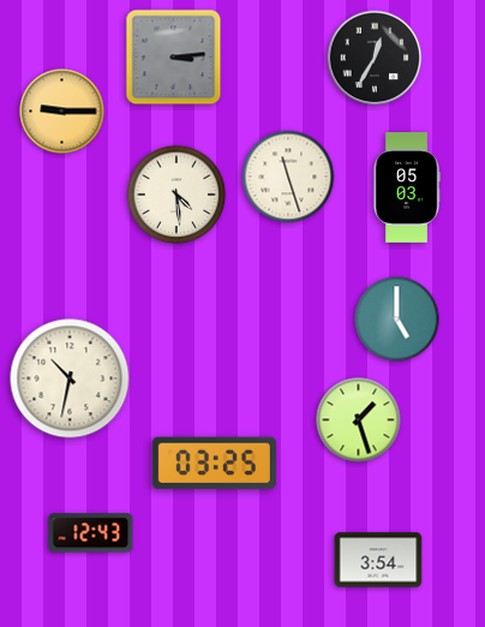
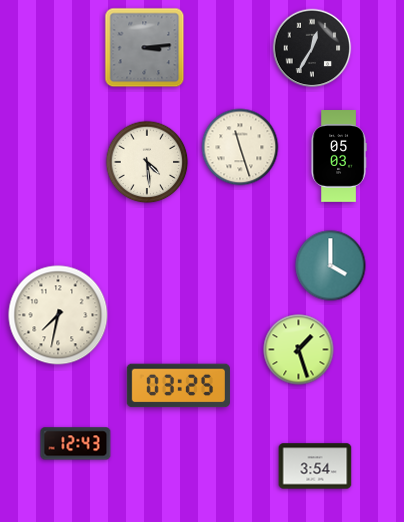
clock at (62, 112): 9:15 -> none
clock at (397, 320): 5:00 -> 4:00
clock at (70, 378): 10:32 -> 7:32
